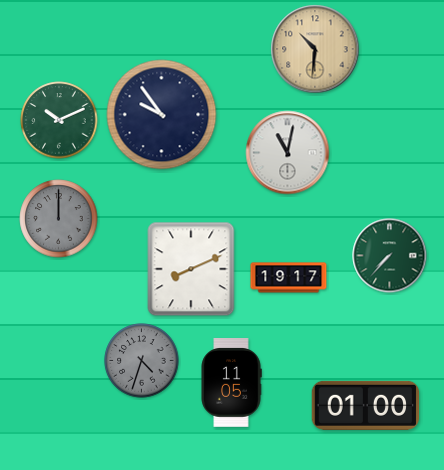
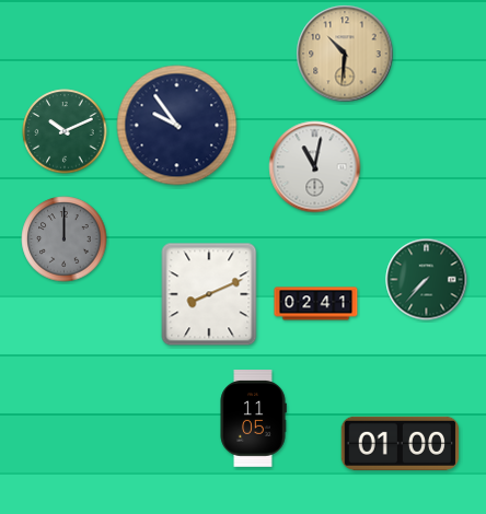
clock at (289, 278): 19:17 -> 02:41
clock at (142, 361): 4:33 -> none
